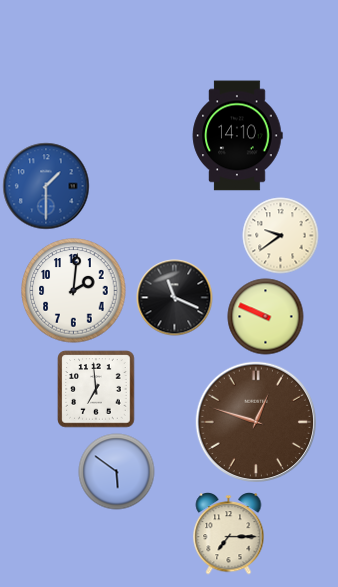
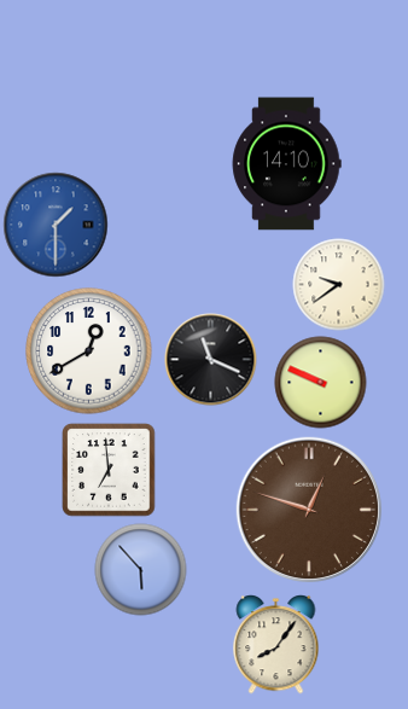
clock at (74, 291): 2:01 -> 12:40
clock at (96, 389) position: (96, 389) -> (109, 470)
clock at (117, 472): 5:51 -> 5:53
clock at (229, 534): 7:15 -> 8:06
